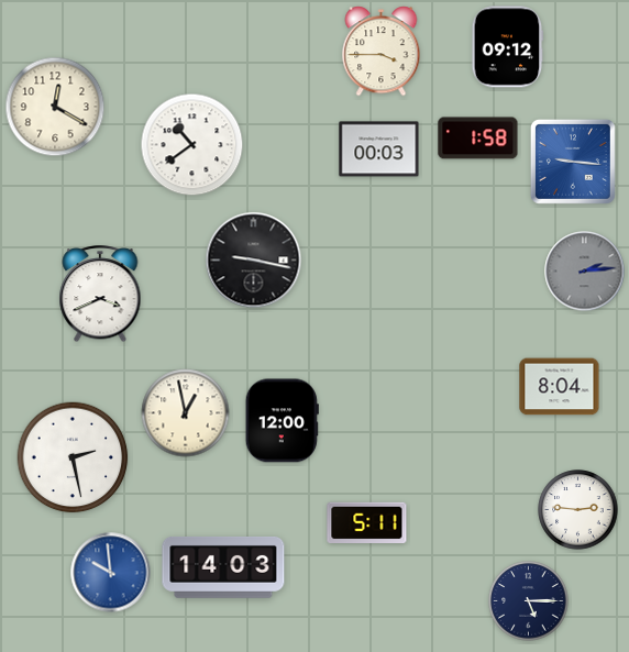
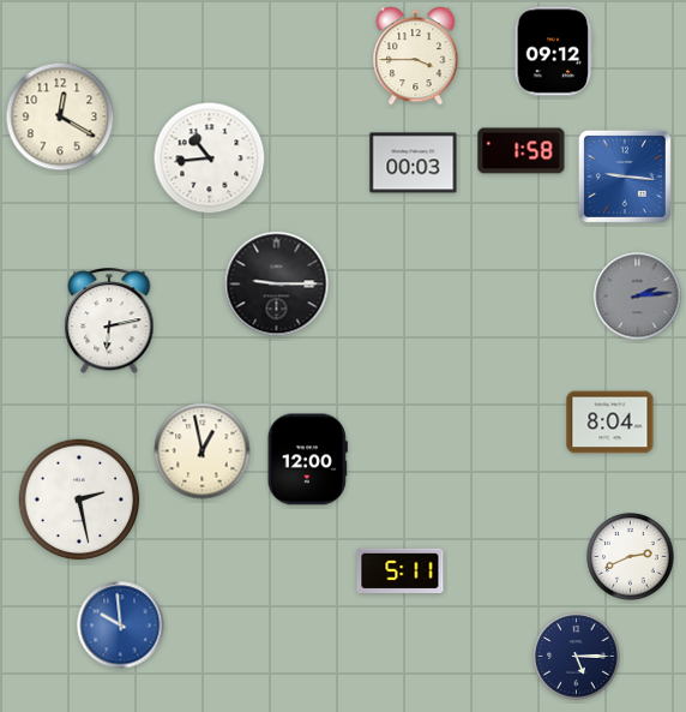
clock at (192, 145): 10:39 -> 10:44
clock at (254, 261): 9:17 -> 9:15
clock at (100, 295): 3:41 -> 6:13
clock at (578, 510): 2:46 -> 2:41
clock at (223, 568): 14:03 -> none
